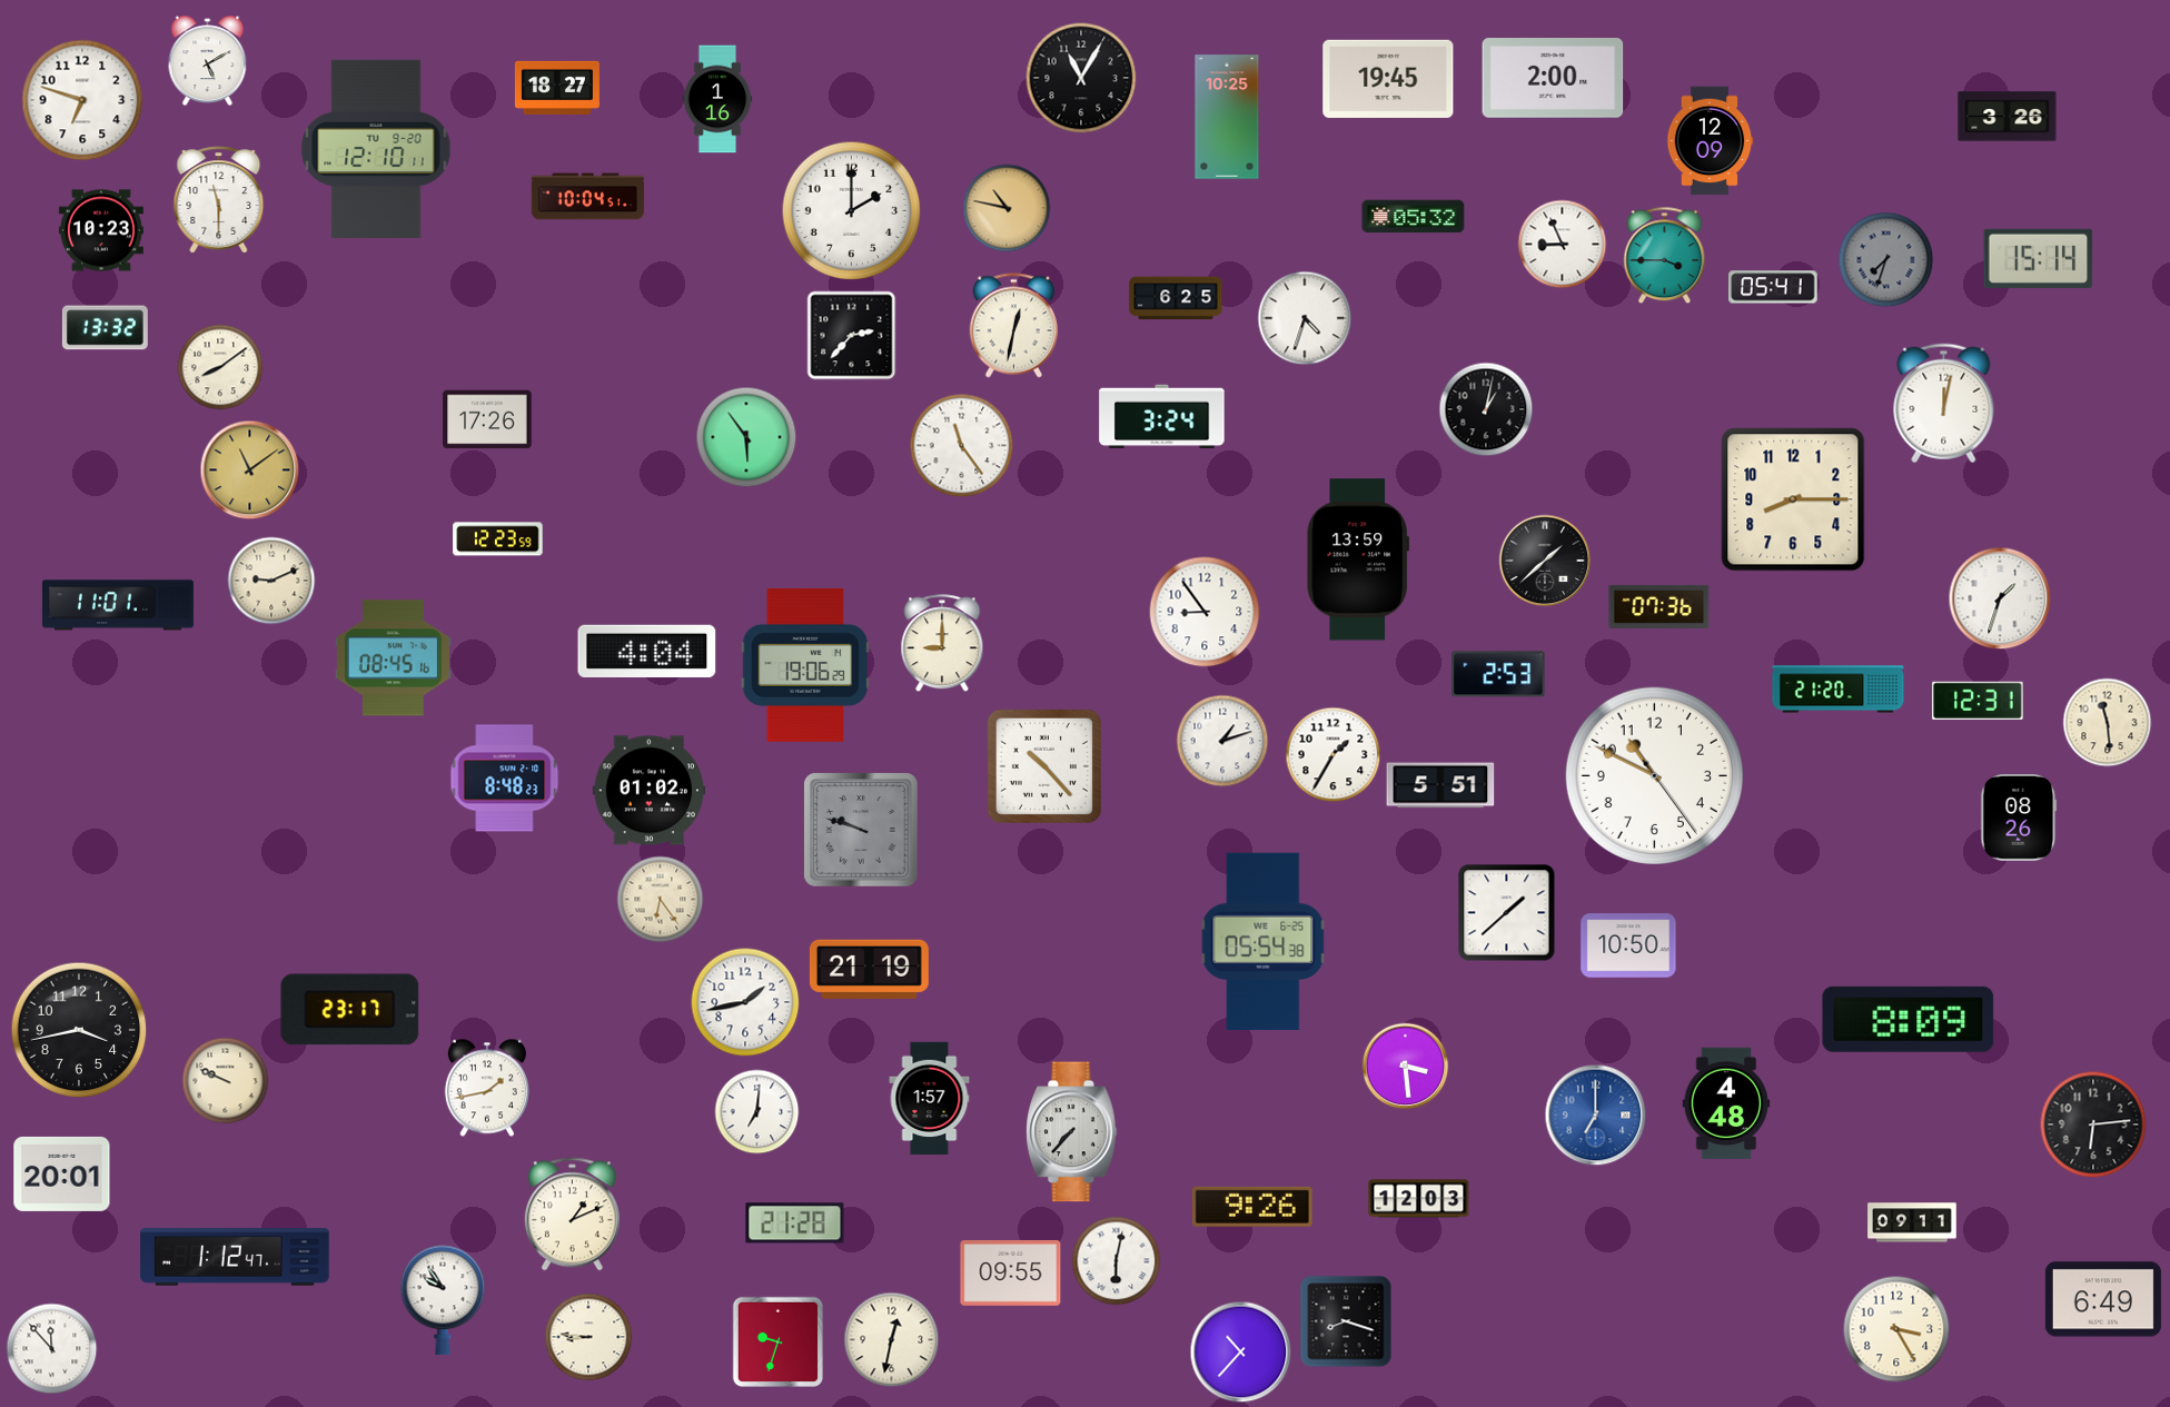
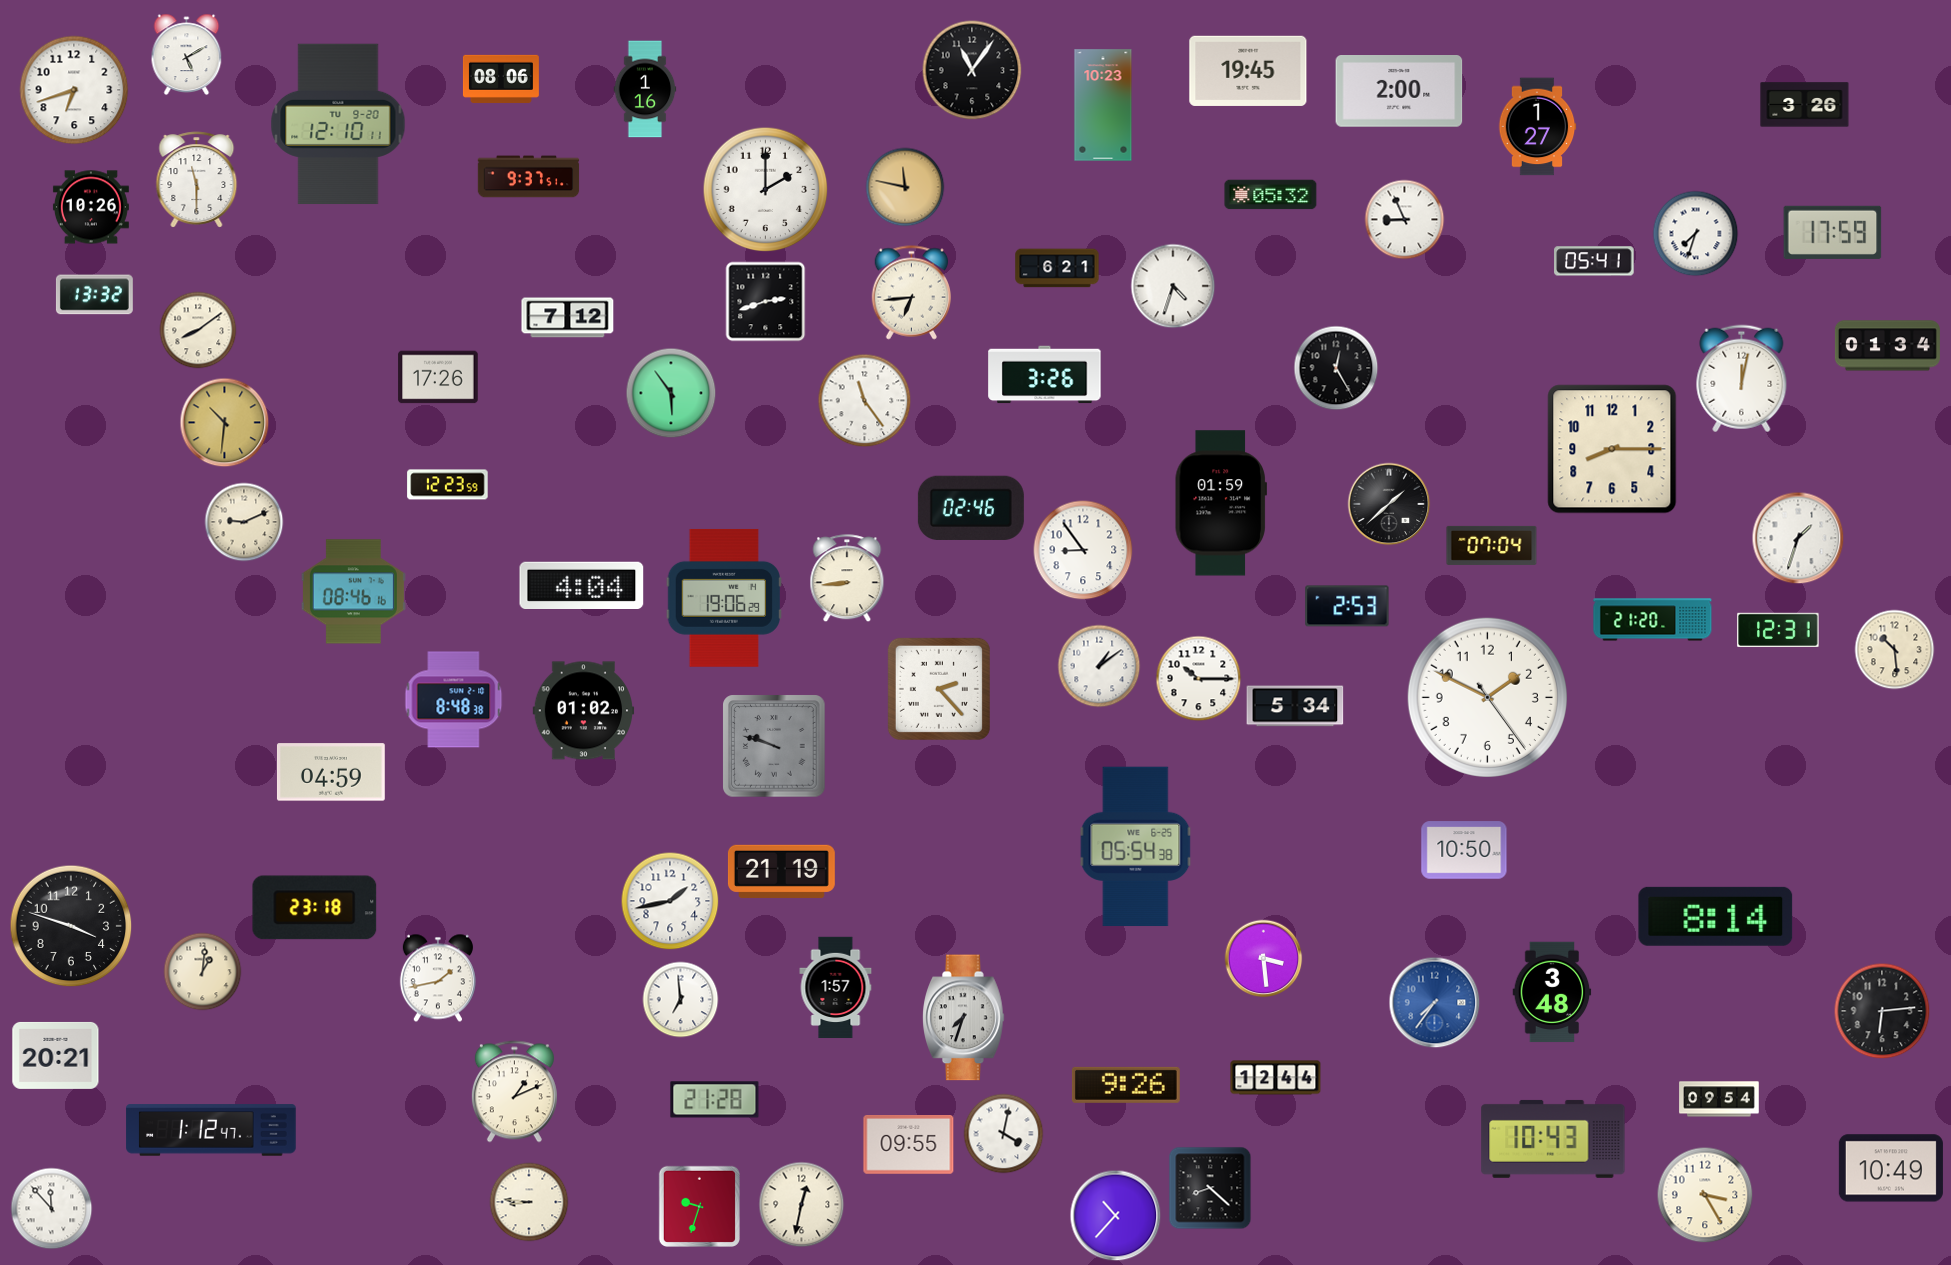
clock at (1081, 78): 11:05 -> 11:06
clock at (1553, 78) position: (1553, 78) -> (1399, 91)
clock at (557, 88): 18:27 -> 08:06
clock at (82, 100): 6:48 -> 6:42
clock at (1227, 117): 10:25 -> 10:23
clock at (1710, 141): 12:09 -> 1:27
clock at (376, 149) position: (376, 149) -> (338, 124)
clock at (588, 197): 10:04 -> 9:37
clock at (1007, 208): 10:47 -> 11:47
clock at (101, 230): 10:23 -> 10:26
clock at (1665, 256): 3:45 -> none
clock at (2039, 258): 15:14 -> 17:59
clock at (1886, 260) dial: grey -> white
clock at (1773, 287) position: (1773, 287) -> (1594, 261)
clock at (1176, 298): 6:25 -> 6:21
clock at (1014, 326): 12:32 -> 6:44
clock at (852, 336): 2:37 -> 2:42
clock at (568, 318): none -> 7:12
clock at (1887, 346): none -> 01:34
clock at (1944, 404) position: (1944, 404) -> (1742, 379)
clock at (1486, 409): 1:02 -> 12:25
clock at (1162, 417): 3:24 -> 3:26
clock at (250, 470): 11:09 -> 10:31
clock at (1358, 559): 13:59 -> 01:59
clock at (971, 508): none -> 02:46
clock at (118, 605): 11:01 -> none
clock at (1659, 606): 07:36 -> 07:04
clock at (942, 644): 9:00 -> 8:44
clock at (393, 658): 08:45 -> 08:46
clock at (2108, 723): 11:29 -> 10:29
clock at (1222, 741): 1:12 -> 1:09
clock at (1334, 755): 1:35 -> 10:15
clock at (1044, 766): 10:23 -> 2:23
clock at (1654, 775): 10:49 -> 1:49
clock at (505, 779): 8:48:23 -> 8:48:38
clock at (1440, 785): 5:51 -> 5:34
clock at (2019, 819): 08:26 -> none
clock at (331, 772): none -> 04:59
clock at (661, 900): 6:24 -> none
clock at (1507, 913): 1:38 -> none
clock at (350, 1010): 23:17 -> 23:18
clock at (1909, 1019): 8:09 -> 8:14
clock at (79, 1030): 3:43 -> 3:48
clock at (226, 1081): 9:49 -> 1:01
clock at (1726, 1103): 4:48 -> 3:48
clock at (757, 1112): 7:01 -> 6:59
clock at (1596, 1116): 7:00 -> 7:36
clock at (1072, 1132): 7:37 -> 7:33
clock at (62, 1173): 20:01 -> 20:21
clock at (1419, 1199): 12:03 -> 12:44
clock at (1912, 1222): 09:11 -> 09:54
clock at (1117, 1261): 6:02 -> 4:02
clock at (1553, 1139): none -> 10:43
clock at (2103, 1299): 6:49 -> 10:49
clock at (443, 1300): 9:54 -> none
clock at (1346, 1321): 8:18 -> 8:22
clock at (52, 1349) position: (52, 1349) -> (52, 1209)
